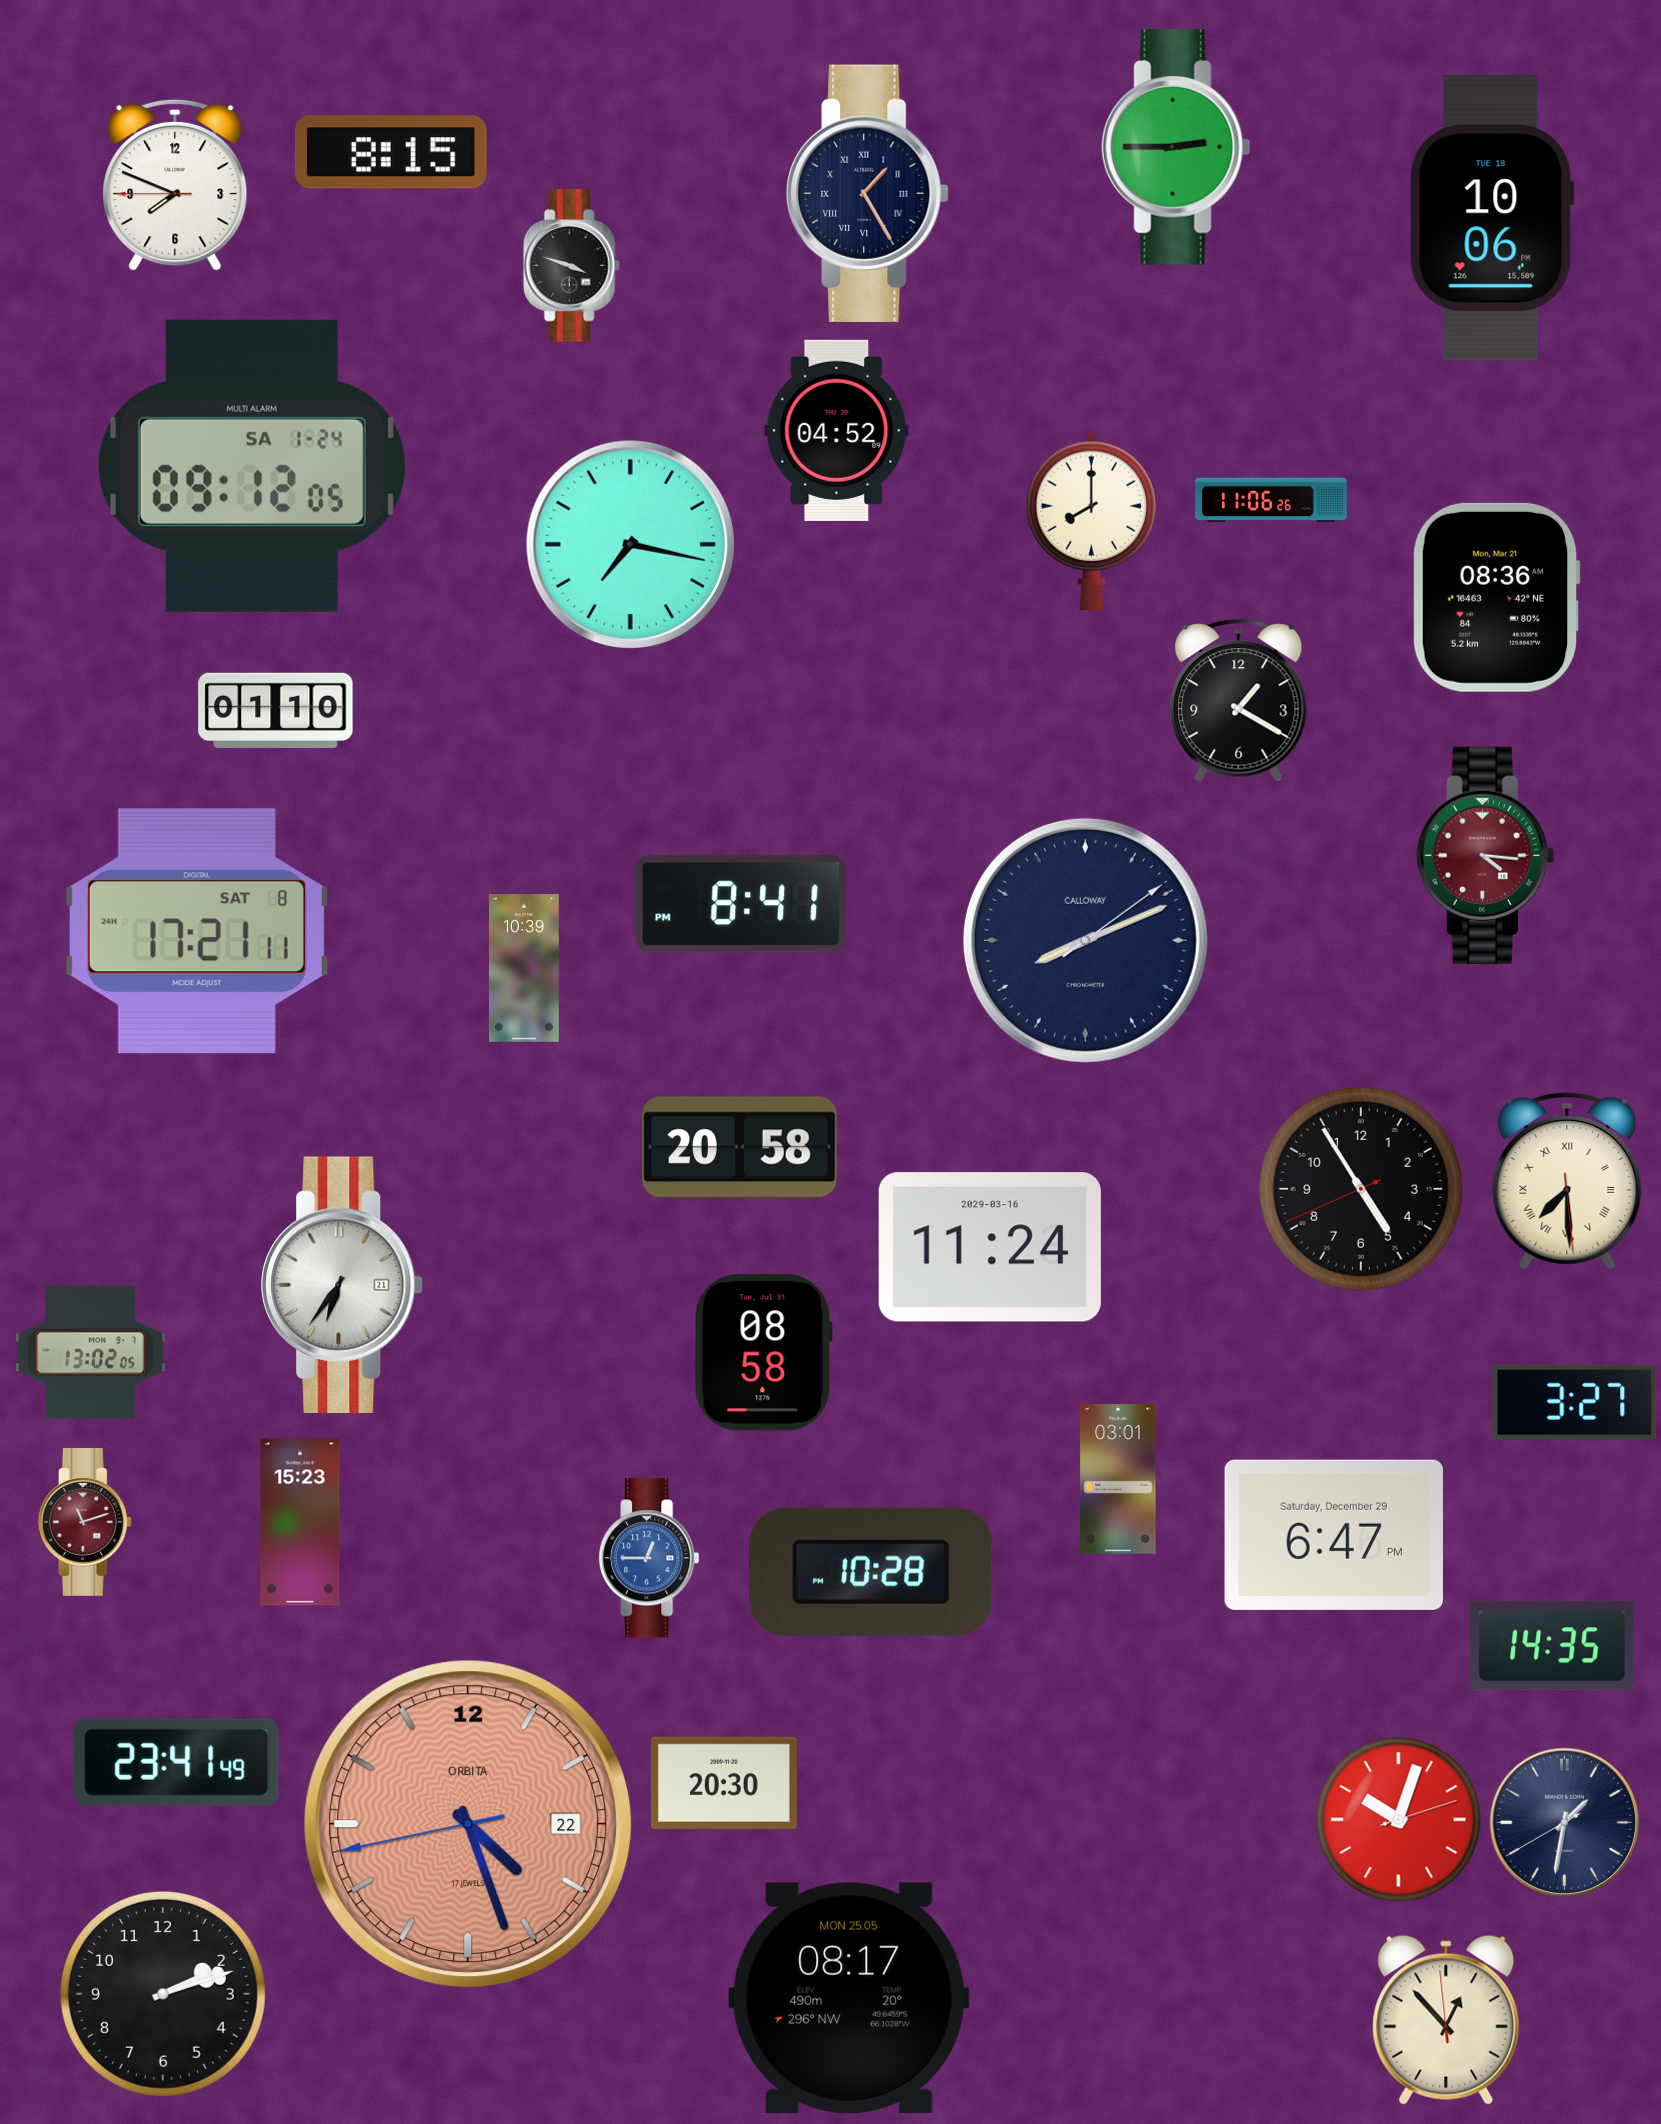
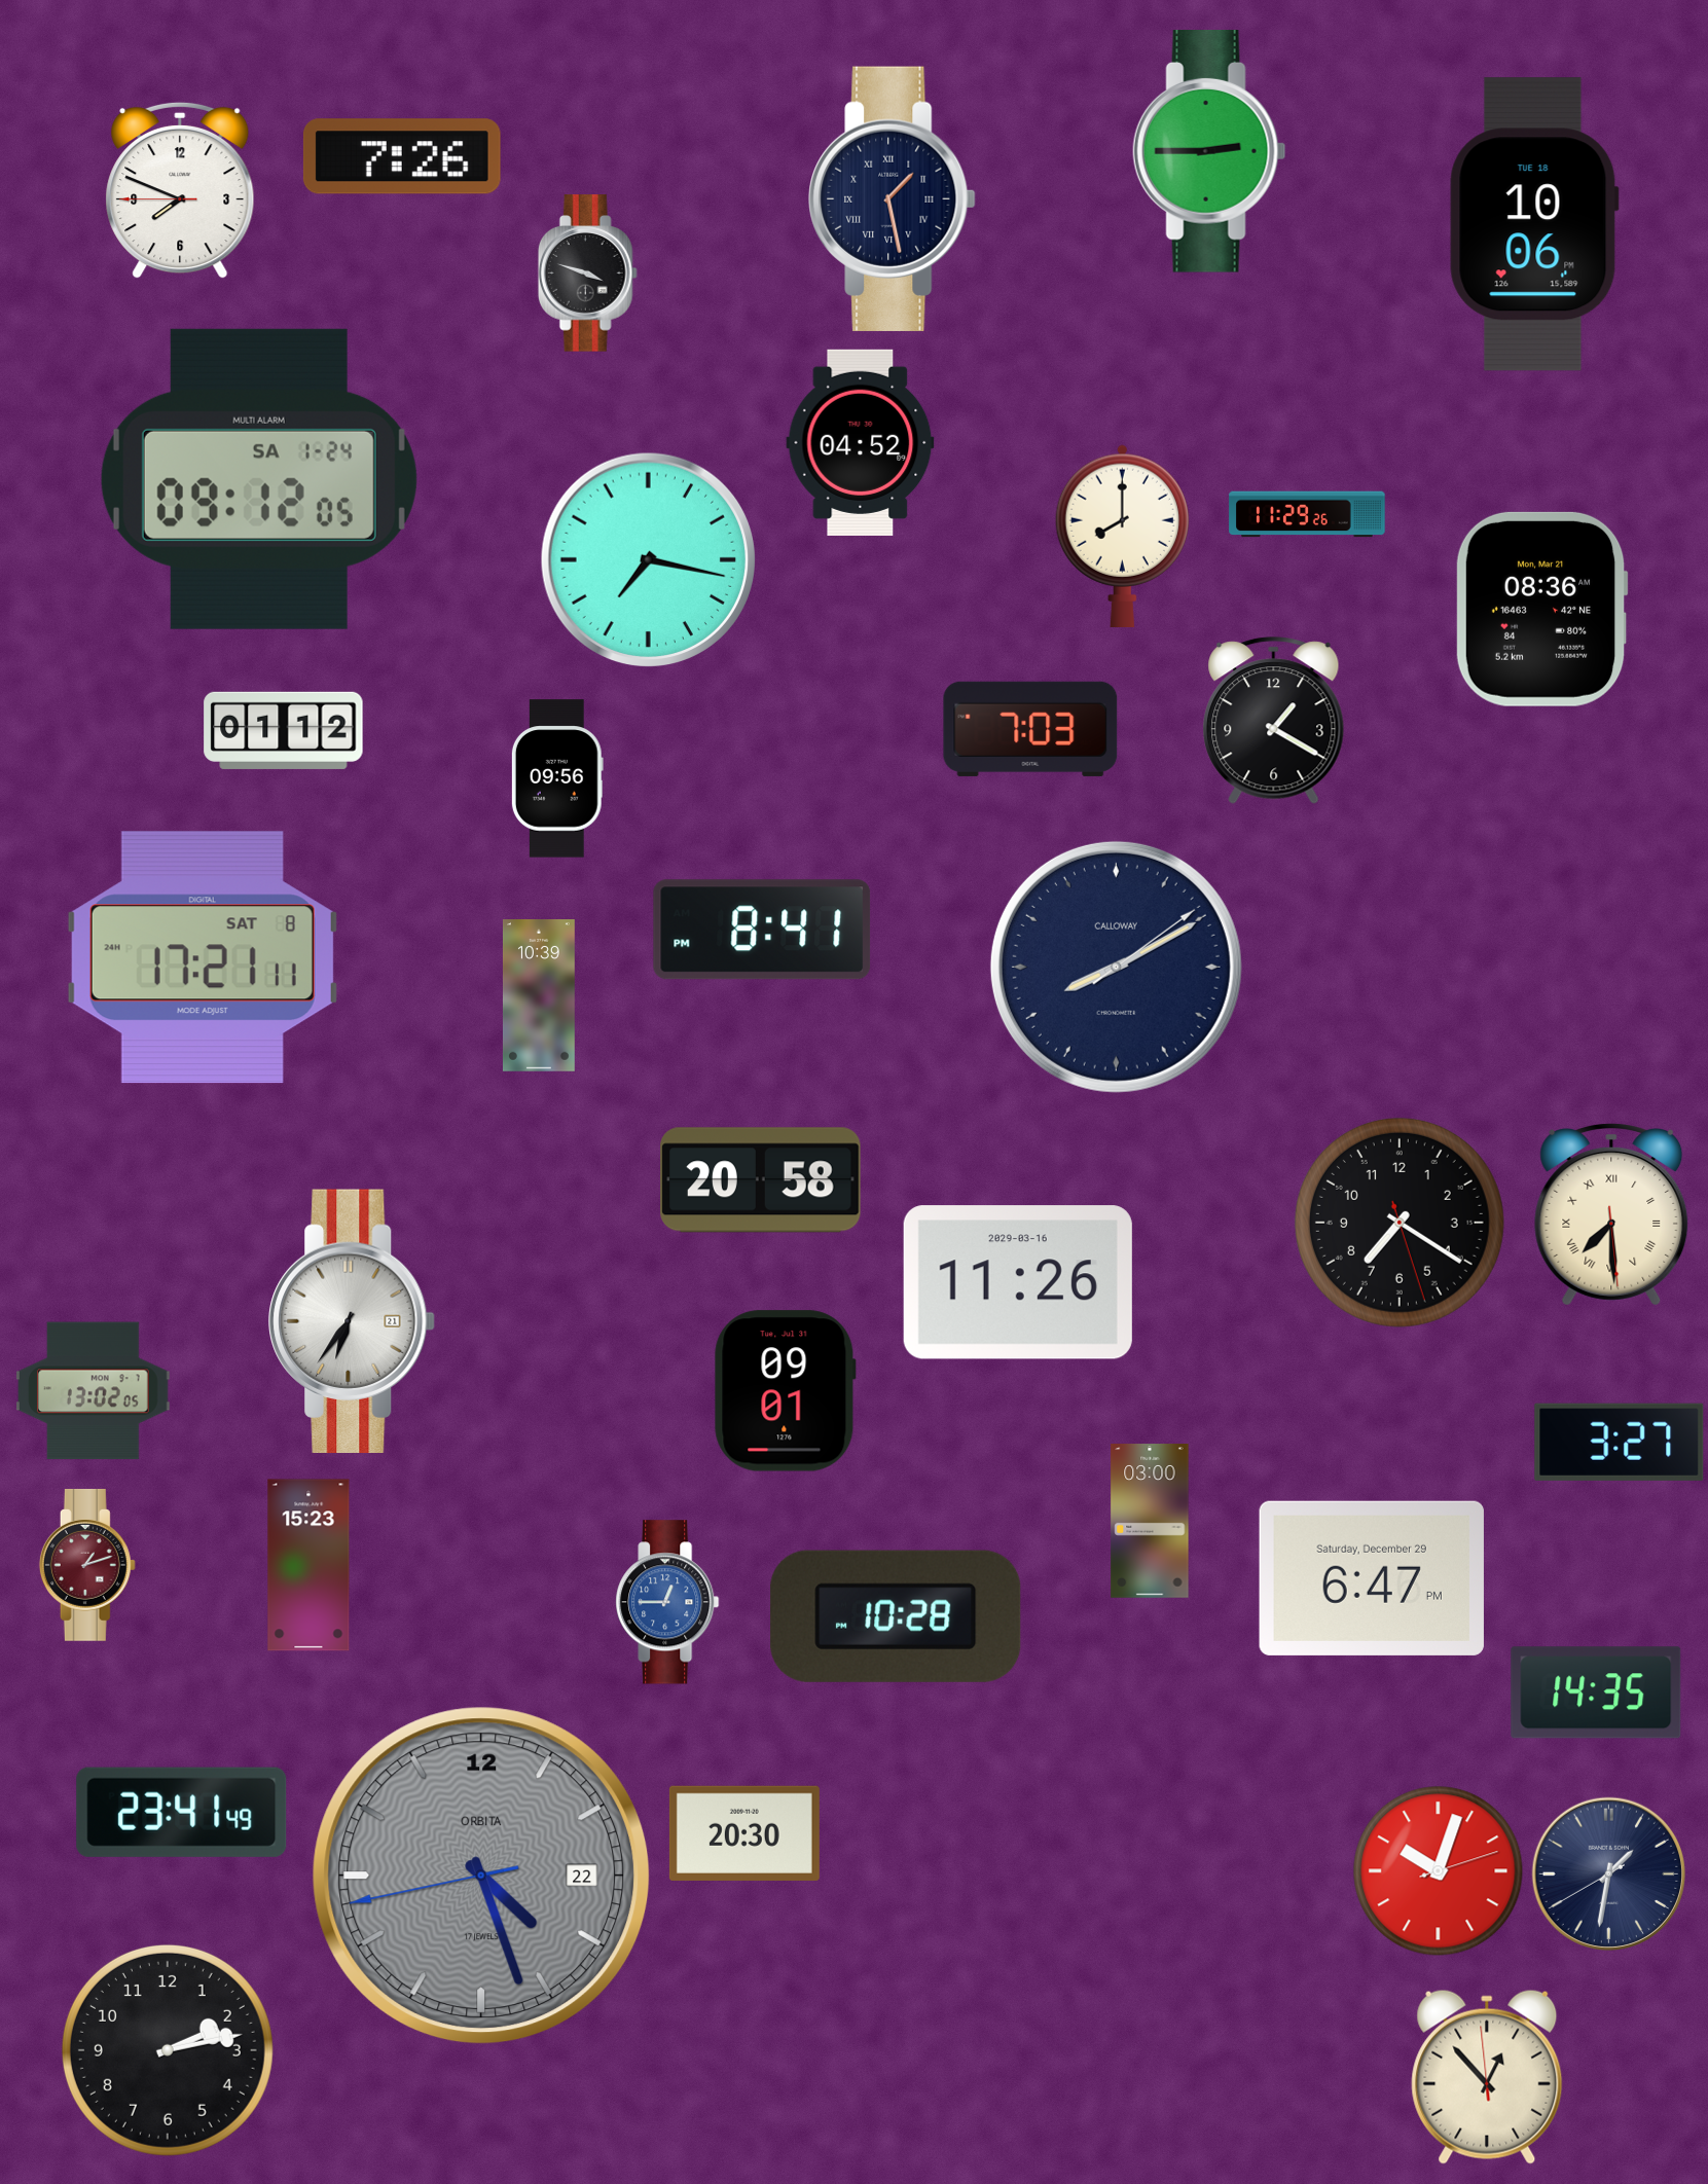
clock at (391, 152): 8:15 -> 7:26
clock at (868, 193): 1:25 -> 1:28
clock at (1271, 500): 11:06 -> 11:29
clock at (1496, 597) position: (1496, 597) -> (1541, 609)
clock at (1030, 729): none -> 7:03
clock at (276, 710): 01:10 -> 01:12
clock at (557, 778): none -> 09:56
clock at (1485, 855): 4:16 -> none
clock at (1085, 940): 8:11 -> 8:10
clock at (1361, 1189): 4:54 -> 7:20
clock at (990, 1247): 11:24 -> 11:26
clock at (763, 1353): 08:58 -> 09:01
clock at (1118, 1479): 03:01 -> 03:00
clock at (85, 1522): 11:12 -> 1:12
clock at (468, 1824) dial: salmon -> grey
clock at (163, 1994): 2:12 -> 2:13
clock at (849, 1998): 08:17 -> none
